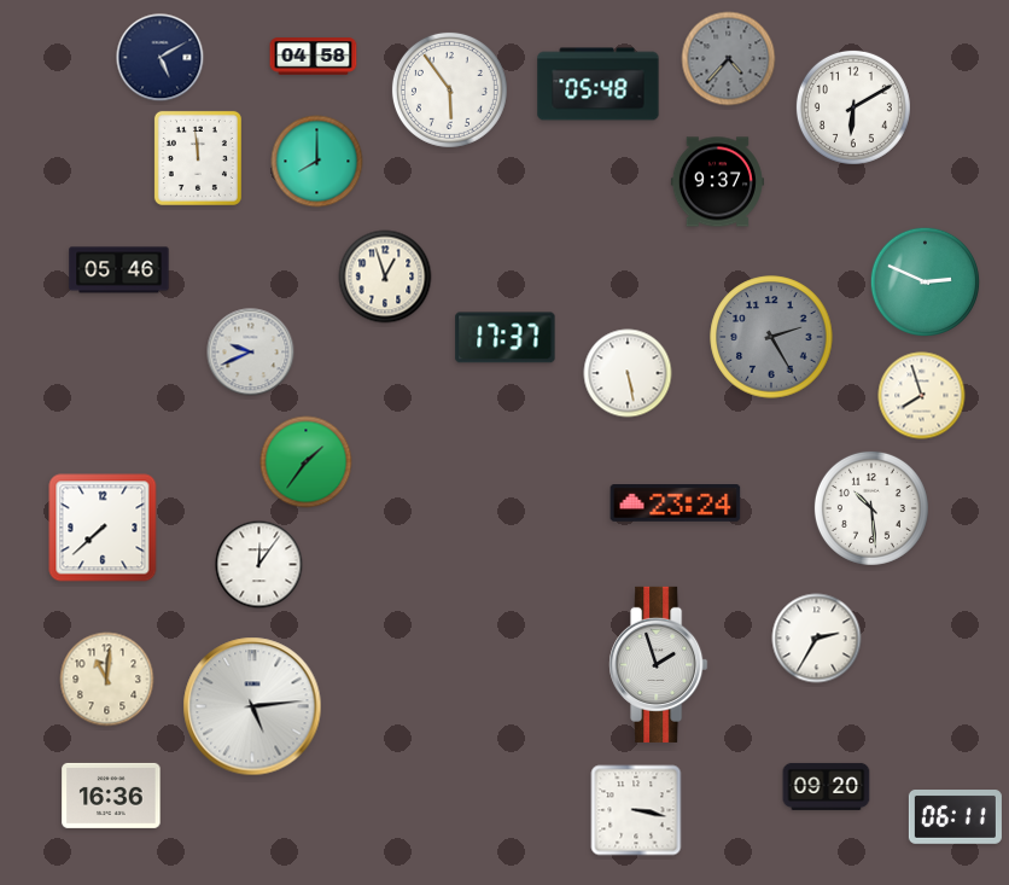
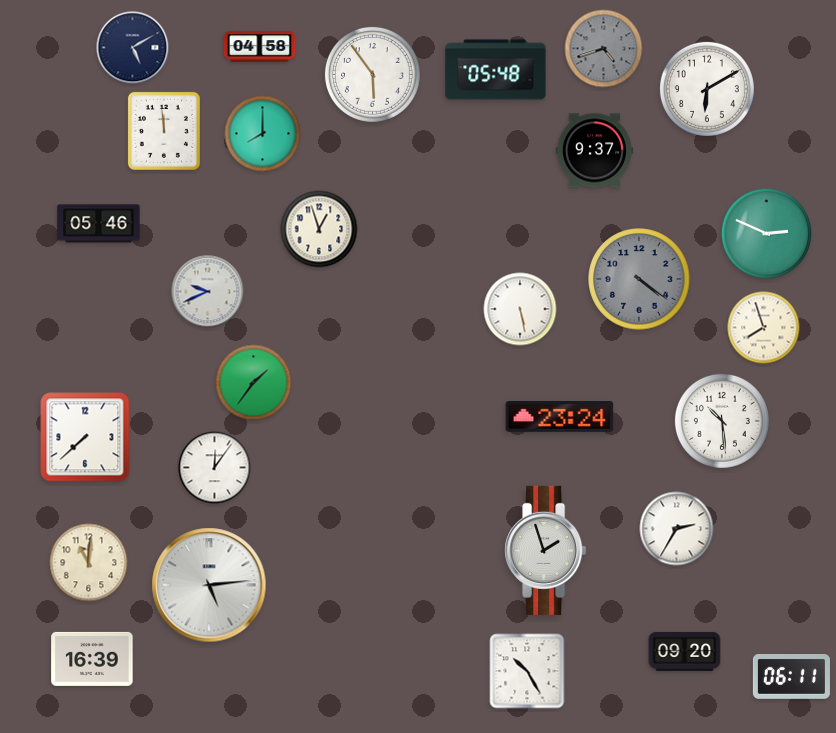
clock at (729, 59): 4:37 -> 4:42
clock at (771, 337): 2:25 -> 4:21
clock at (506, 338): 17:37 -> none
clock at (111, 796): 16:36 -> 16:39
clock at (636, 810): 3:17 -> 10:25
